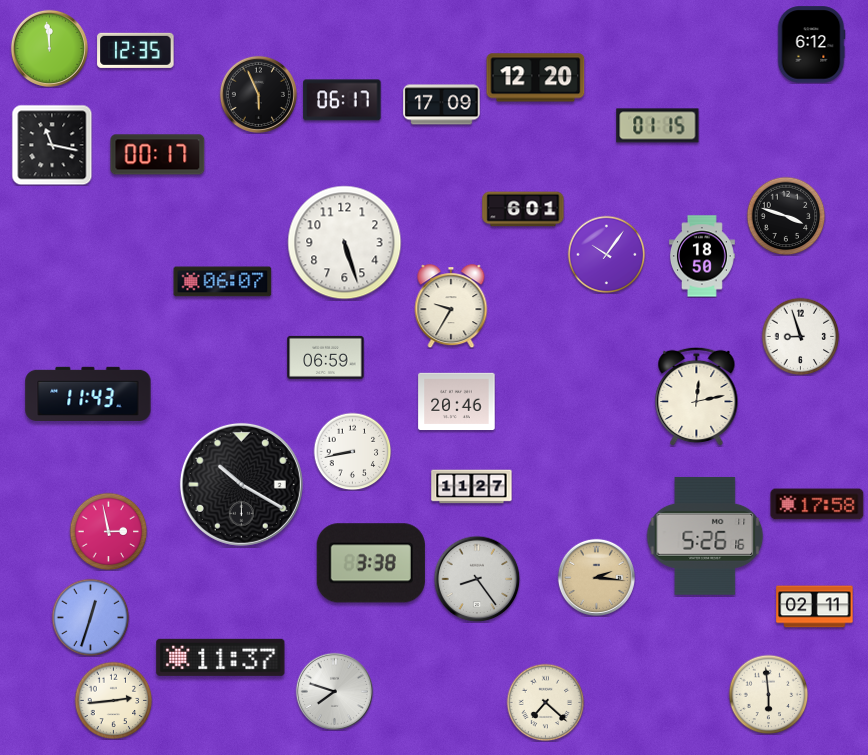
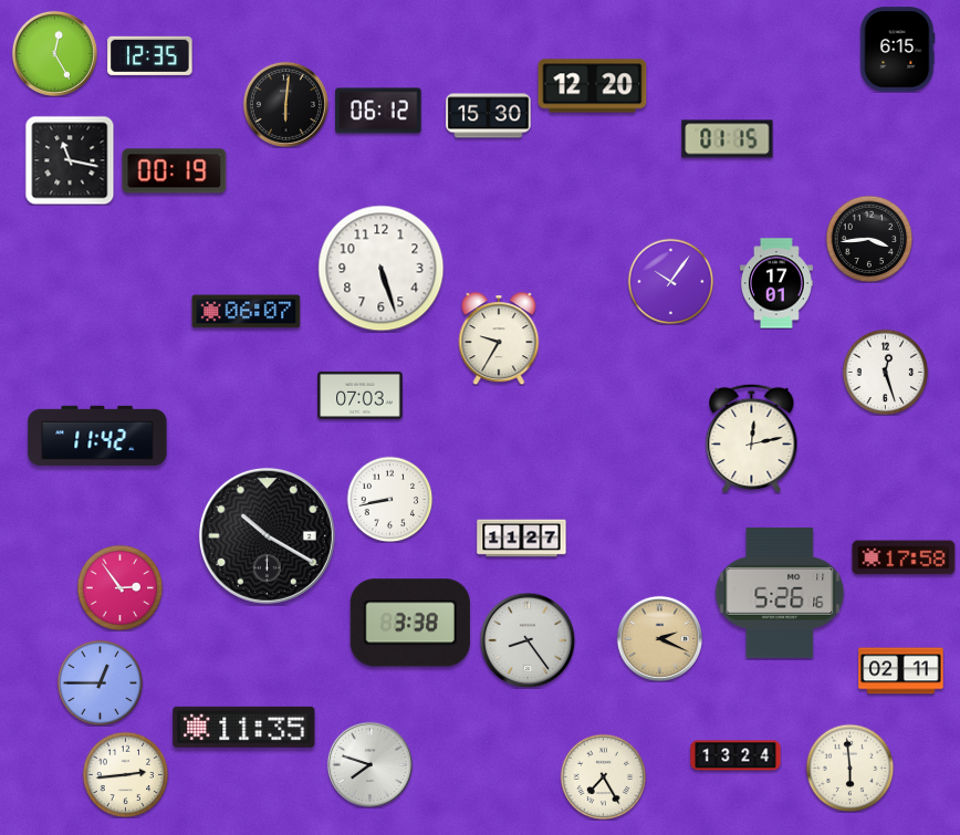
clock at (811, 45): 6:12 -> 6:15
clock at (49, 48): 11:59 -> 12:25
clock at (258, 94): 5:56 -> 6:01
clock at (342, 100): 06:17 -> 06:12
clock at (442, 105): 17:09 -> 15:30
clock at (52, 145) position: (52, 145) -> (70, 160)
clock at (158, 155): 00:17 -> 00:19
clock at (523, 209): 6:01 -> none
clock at (786, 216): 3:48 -> 3:44
clock at (702, 256): 18:50 -> 17:01
clock at (800, 336): 8:57 -> 12:27
clock at (326, 357): 06:59 -> 07:03
clock at (88, 394): 11:43 -> 11:42
clock at (697, 396) position: (697, 396) -> (752, 438)
clock at (457, 402): 20:46 -> none
clock at (108, 531): 2:58 -> 2:54
clock at (596, 577): 2:16 -> 2:19
clock at (90, 617): 12:33 -> 12:45
clock at (221, 657): 11:37 -> 11:35
clock at (735, 755): none -> 13:24
clock at (545, 702): 7:22 -> 7:25
